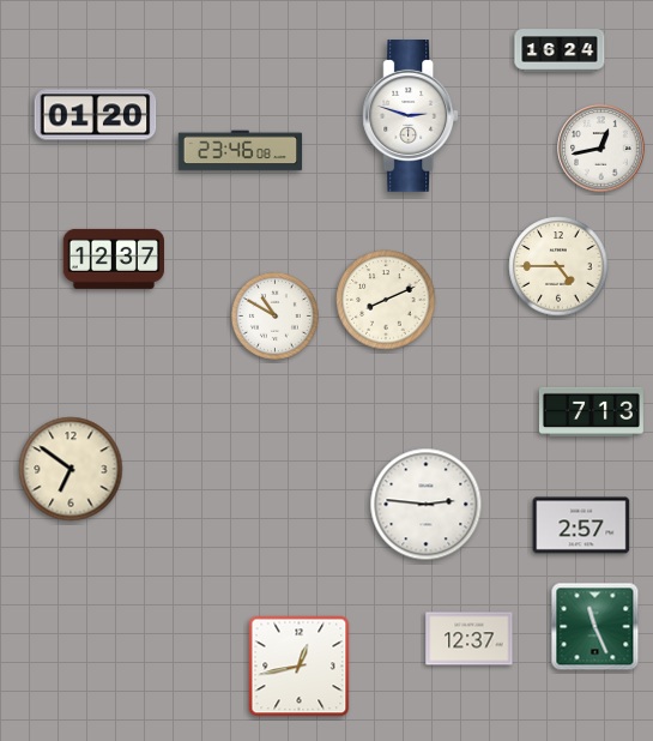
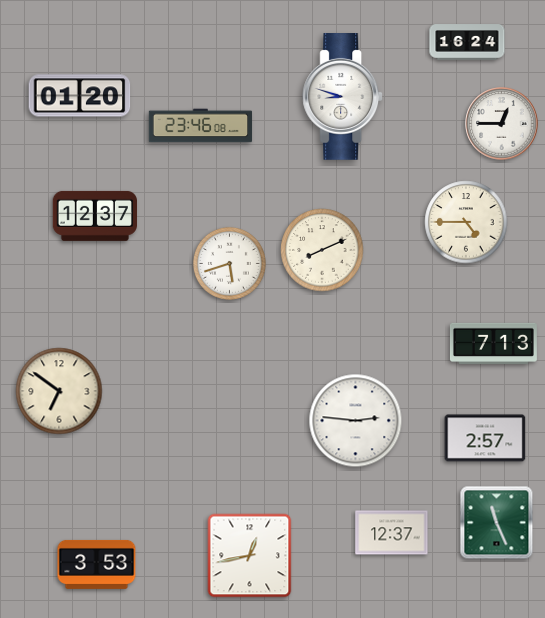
clock at (411, 116): 2:48 -> 8:48
clock at (601, 149): 12:43 -> 12:45
clock at (274, 315): 10:50 -> 5:42
clock at (97, 564): none -> 3:53
